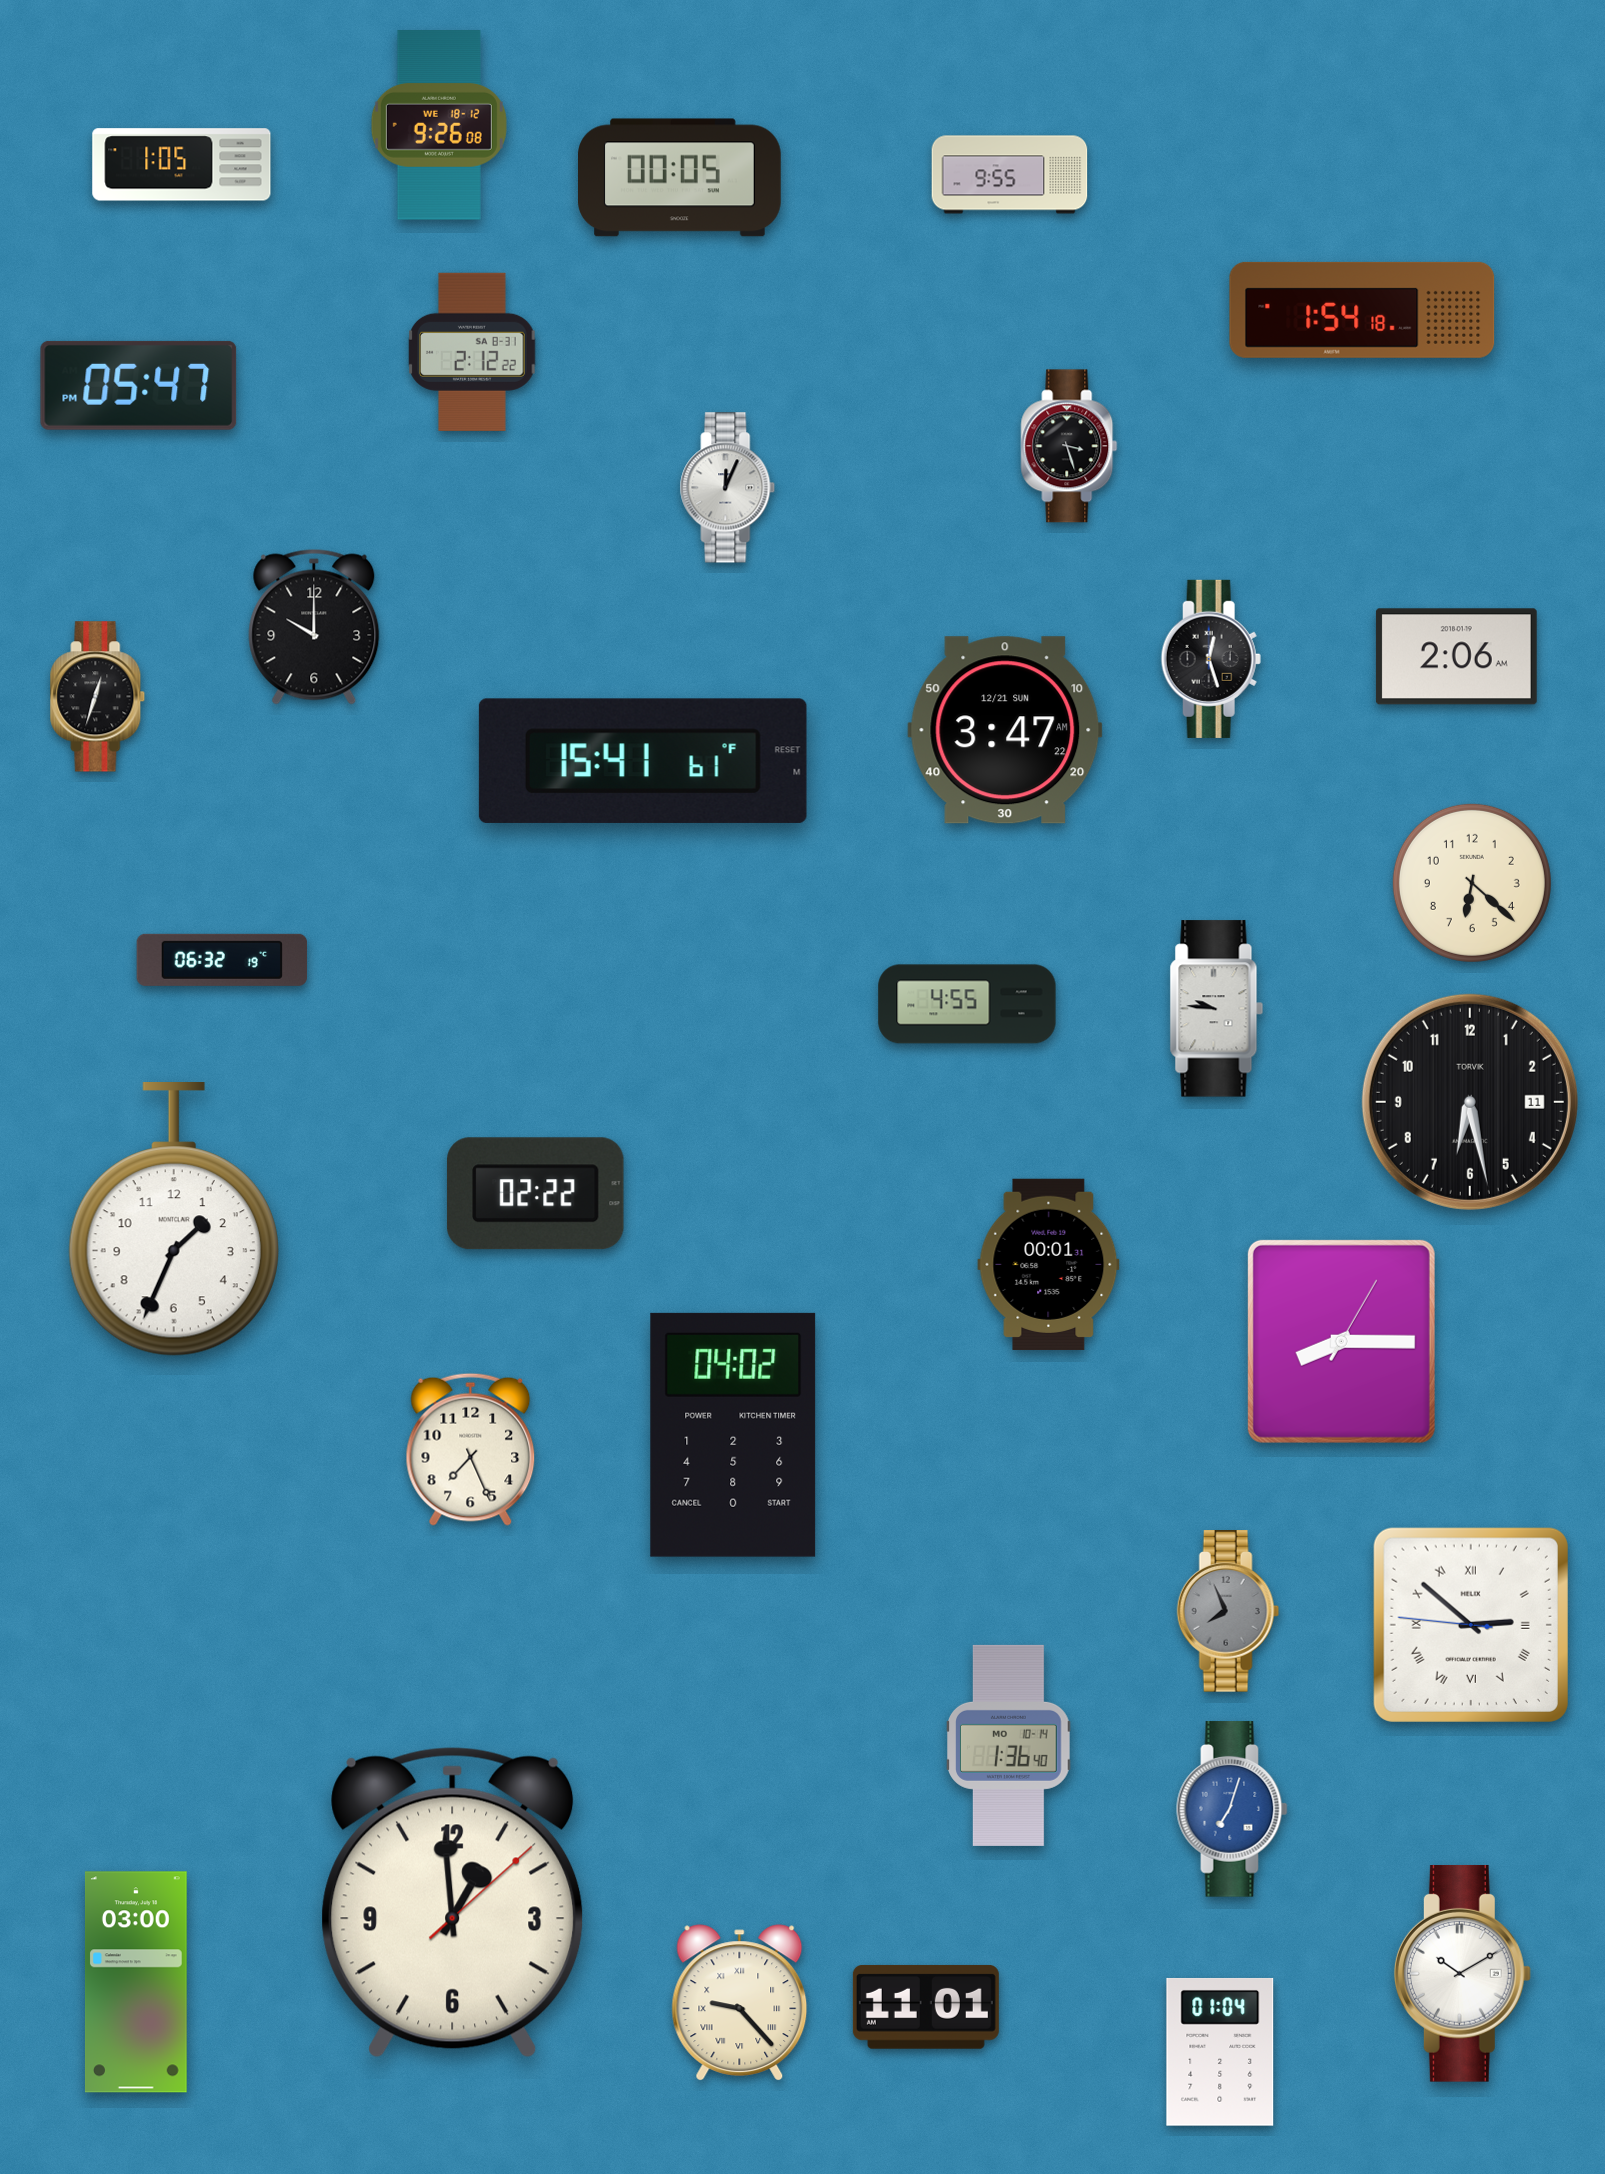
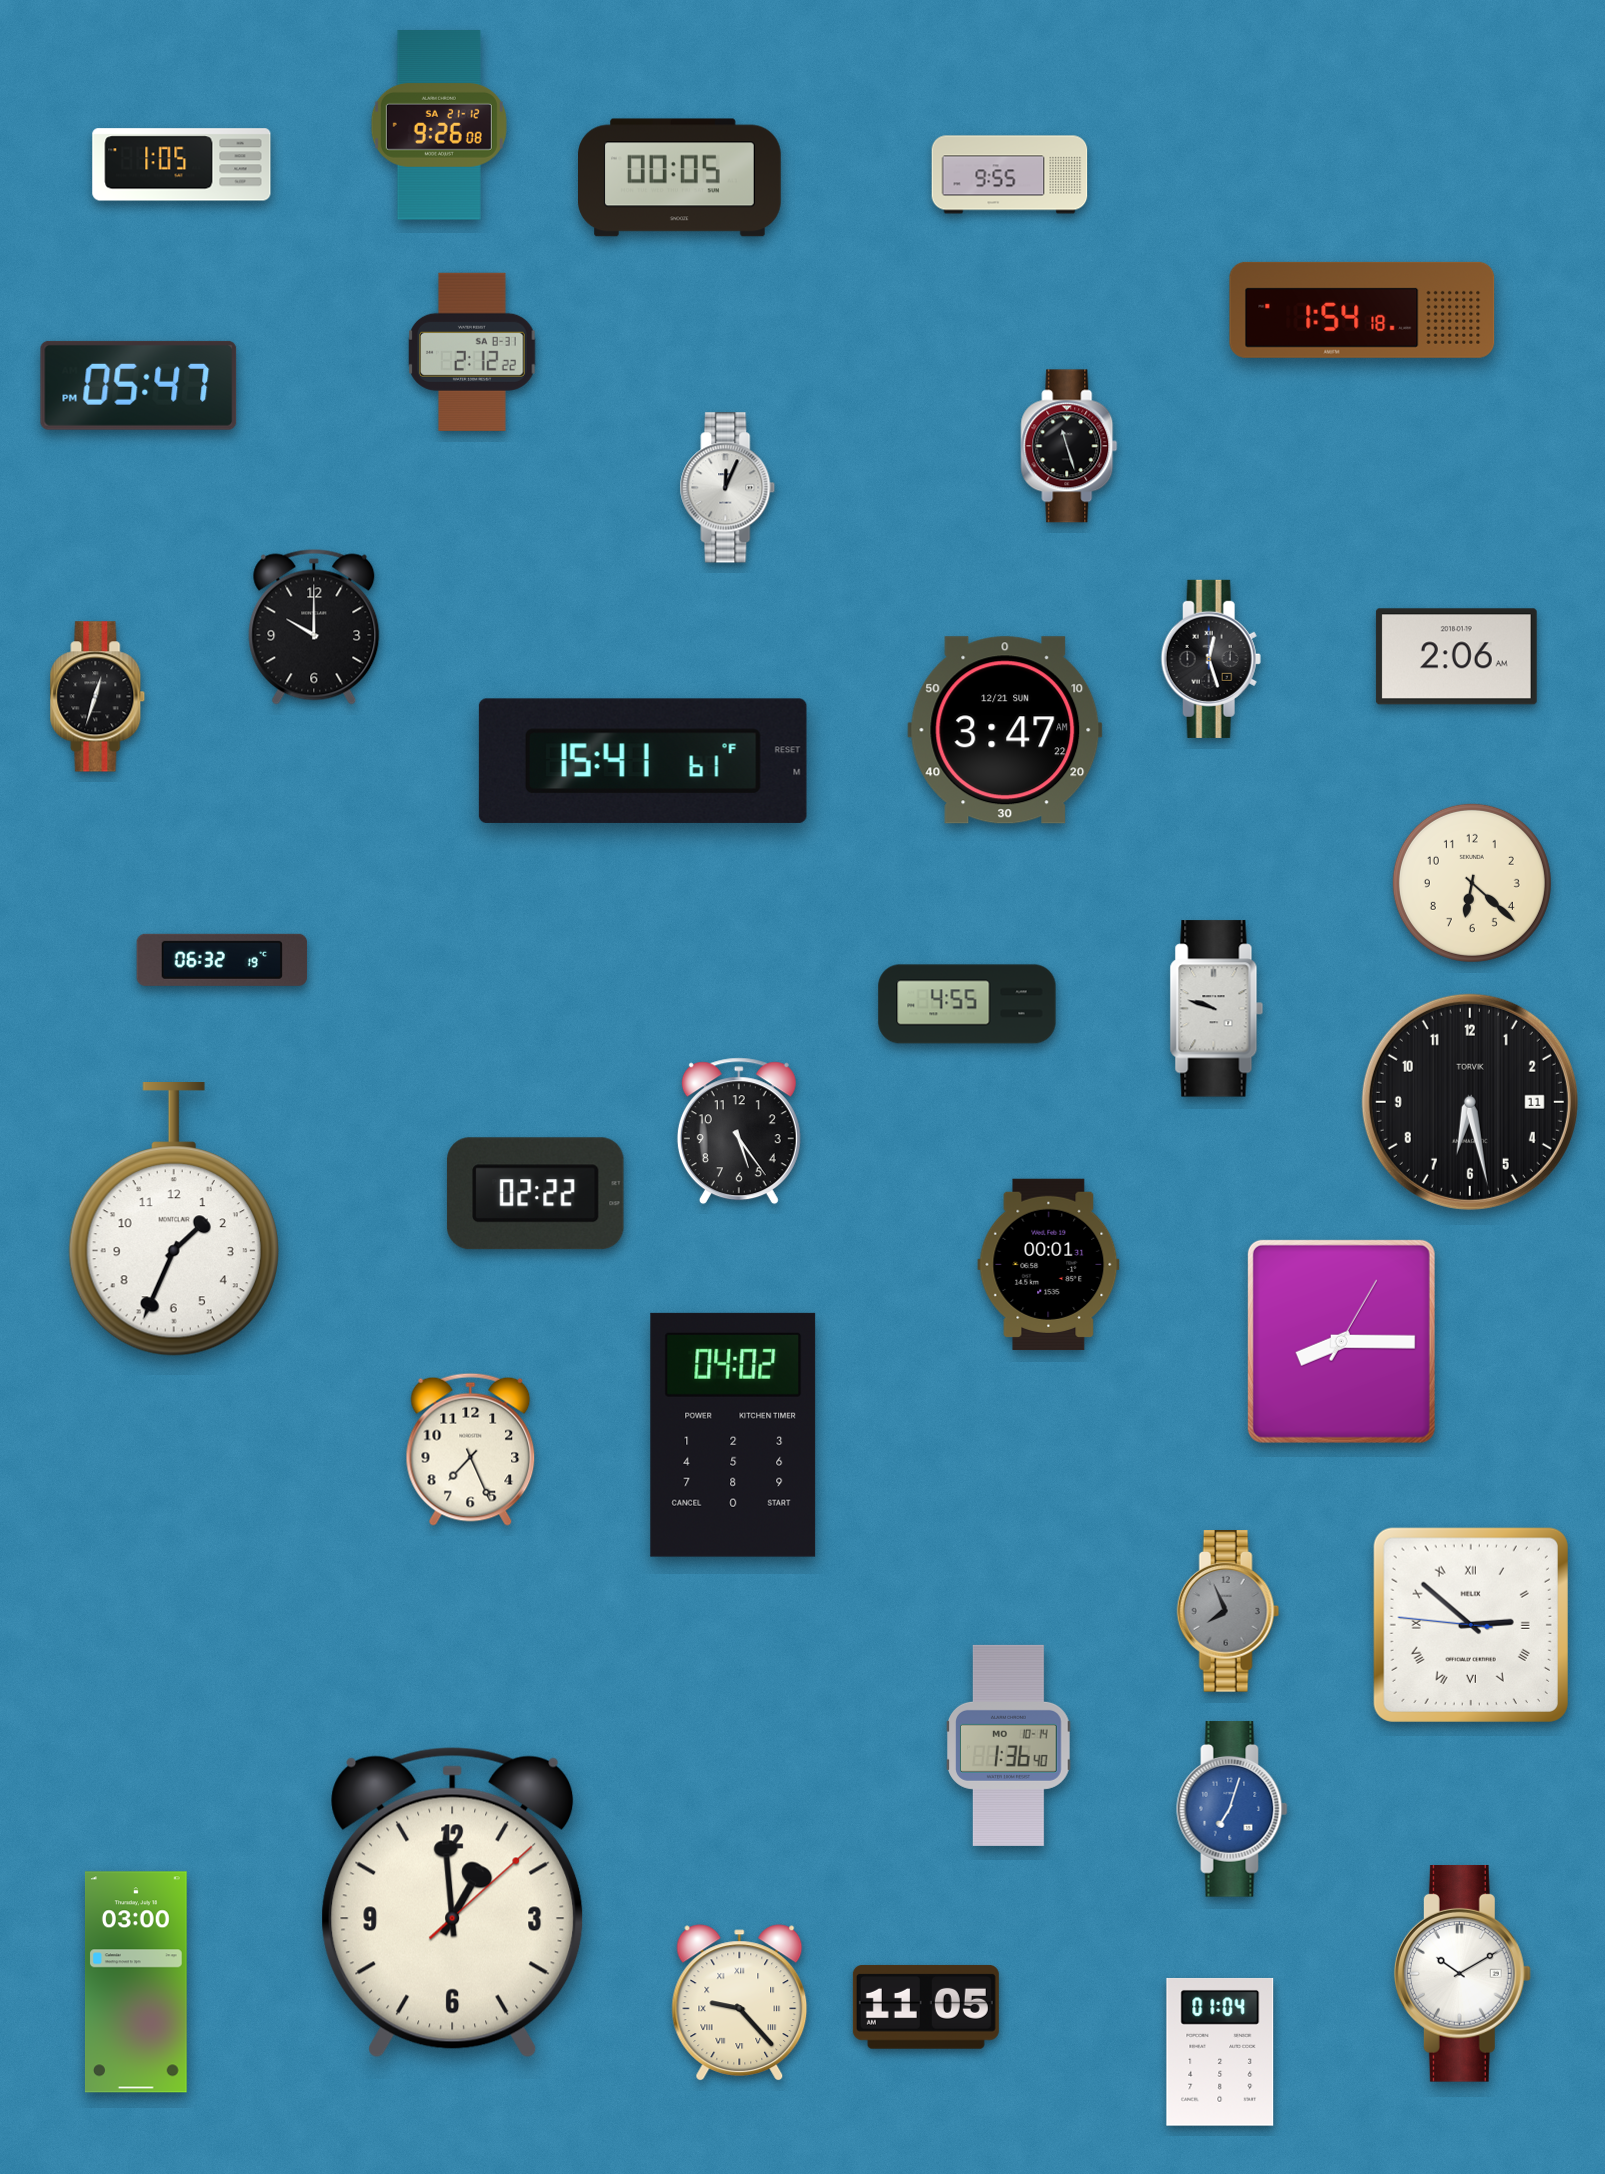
clock at (439, 125) date: WE 18-12 -> SA 21-12
clock at (1069, 446): 3:27 -> 11:27
clock at (1217, 1009): 9:46 -> 9:48
clock at (739, 1131): none -> 5:24
clock at (926, 2007): 11:01 -> 11:05
